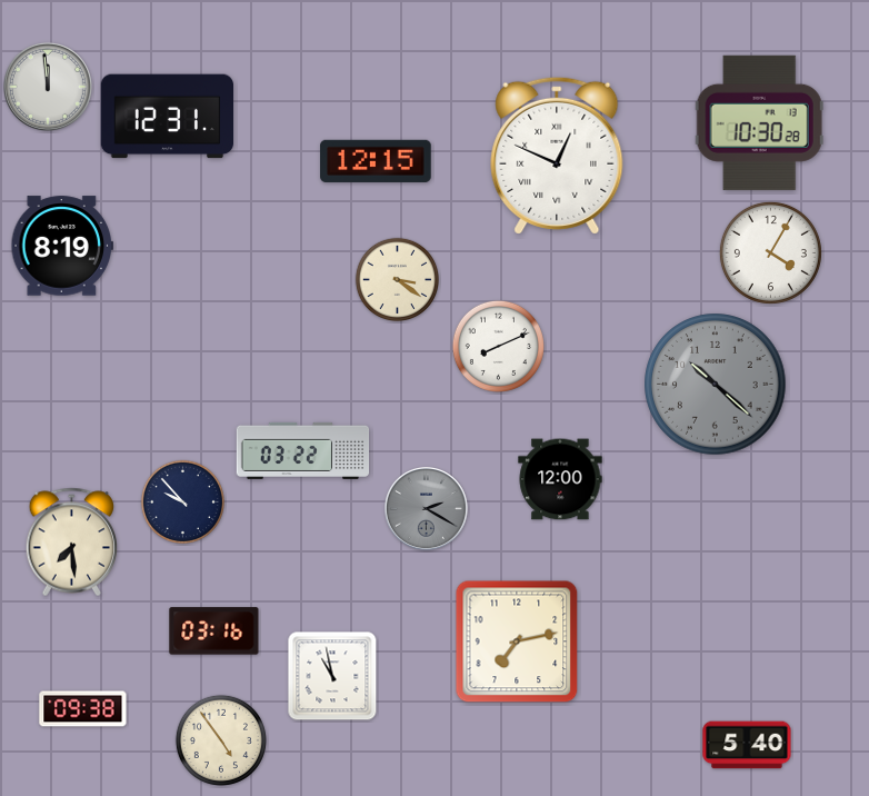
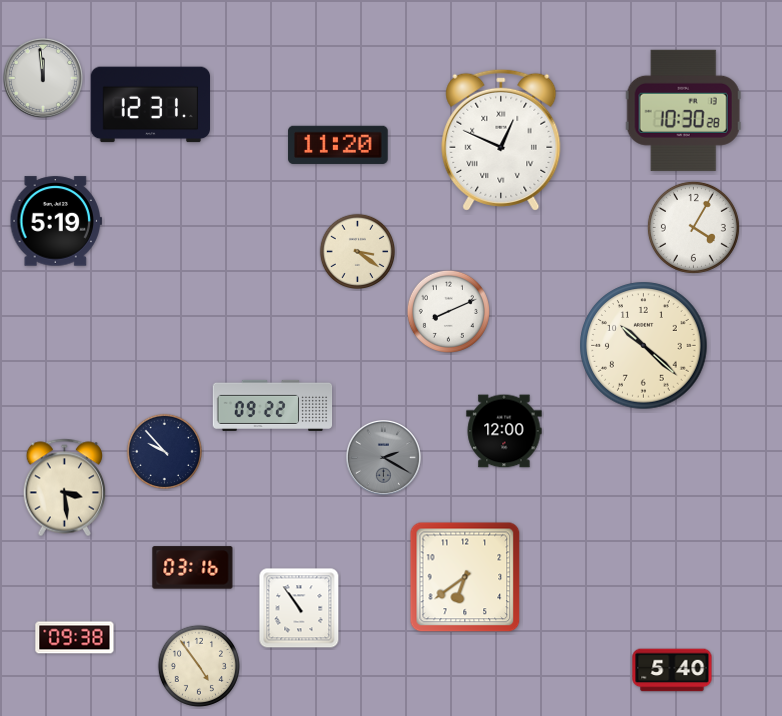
clock at (376, 161): 12:15 -> 11:20
clock at (61, 246): 8:19 -> 5:19
clock at (716, 385) dial: grey -> cream
clock at (303, 450): 03:22 -> 09:22
clock at (72, 543): 7:29 -> 3:29
clock at (517, 641): 7:13 -> 6:39
clock at (332, 676): 10:58 -> 10:54
